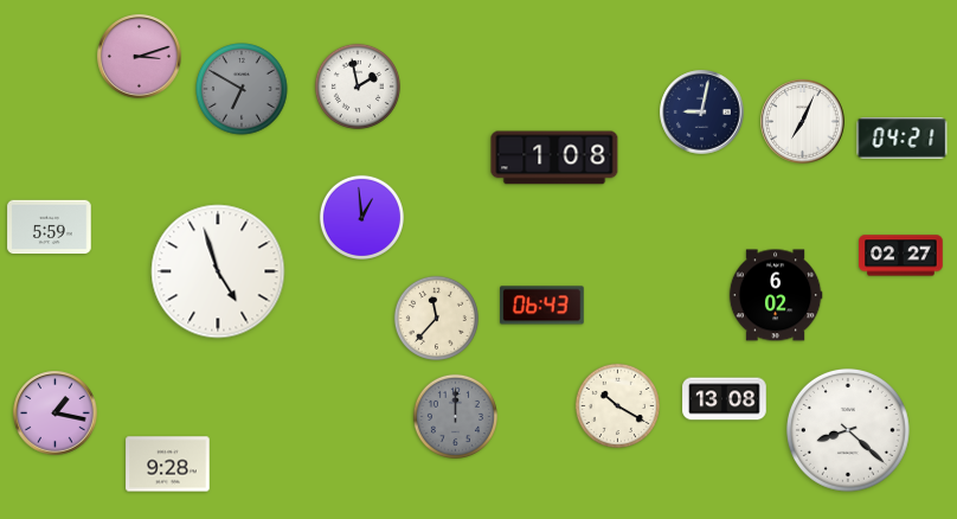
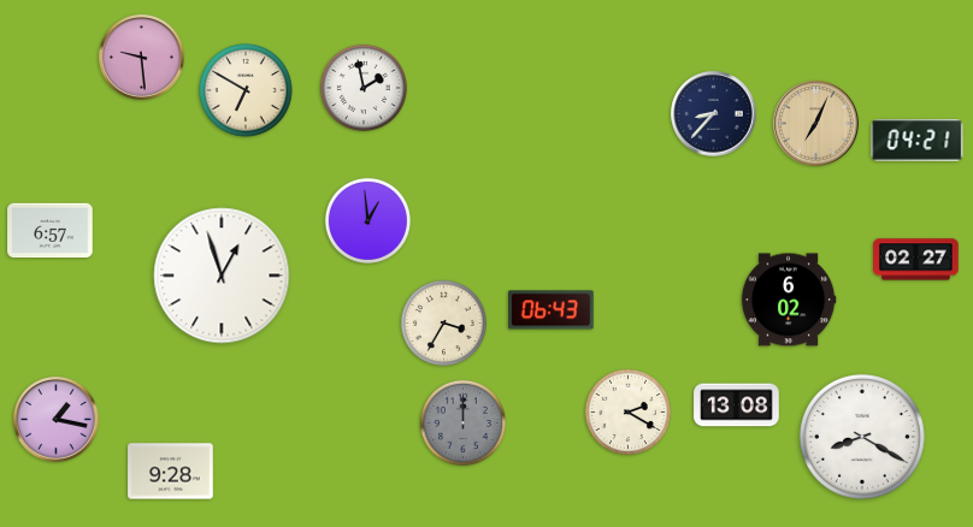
clock at (140, 57): 3:12 -> 9:29
clock at (242, 89) dial: grey -> cream
clock at (702, 113): 9:02 -> 8:37
clock at (803, 122) dial: white -> champagne
clock at (554, 158): 1:08 -> none
clock at (50, 228): 5:59 -> 6:57
clock at (218, 271): 4:57 -> 12:57
clock at (436, 318): 11:37 -> 3:35
clock at (617, 405): 10:20 -> 2:20
clock at (848, 430): 8:22 -> 8:20
